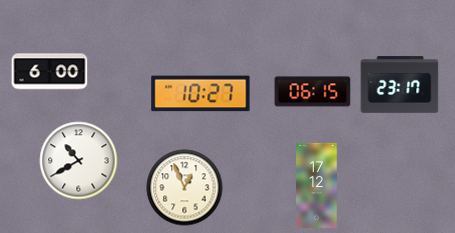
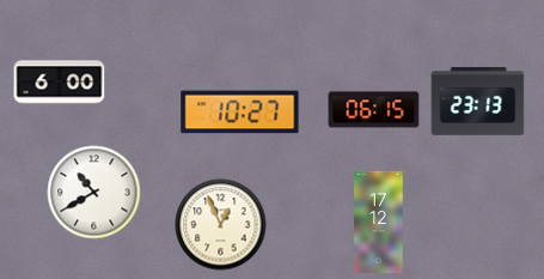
clock at (50, 72) position: (50, 72) -> (60, 83)
clock at (400, 85): 23:17 -> 23:13
